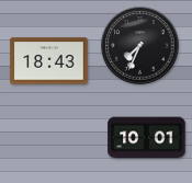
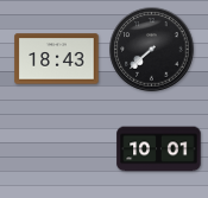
clock at (140, 46): 7:34 -> 7:38
clock at (49, 61) position: (49, 61) -> (57, 59)
